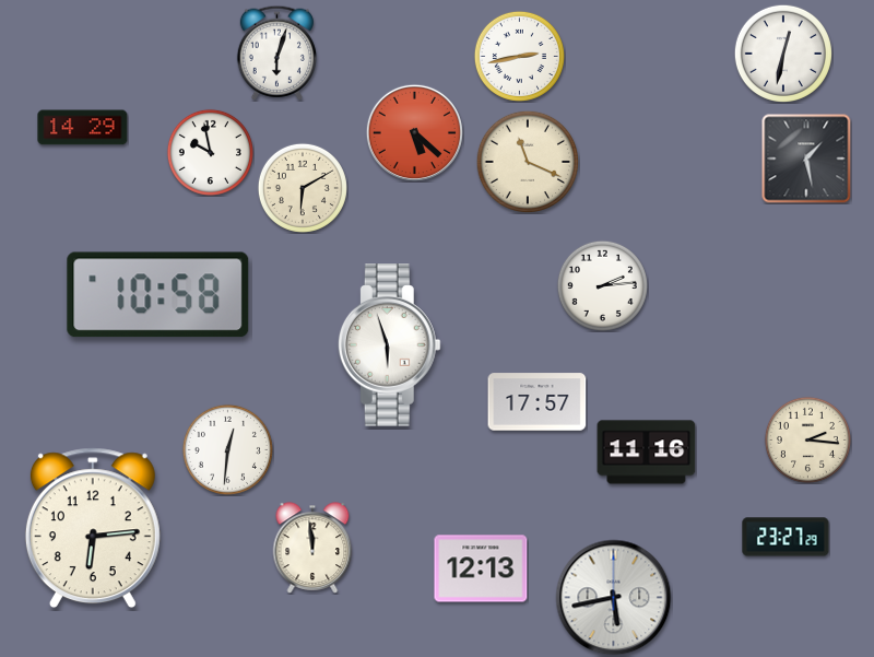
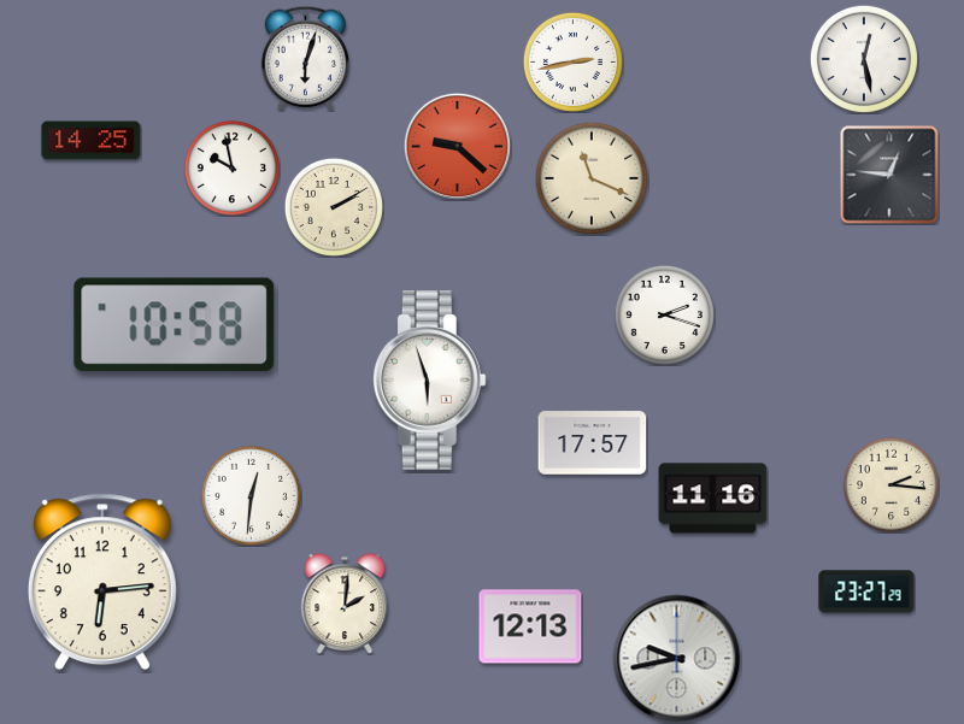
clock at (782, 52): 12:32 -> 12:28
clock at (83, 128): 14:29 -> 14:25
clock at (414, 132): 5:22 -> 9:22
clock at (806, 159): 1:28 -> 12:46
clock at (527, 161) position: (527, 161) -> (590, 177)
clock at (303, 188): 6:10 -> 2:10
clock at (602, 285): 2:14 -> 2:18
clock at (312, 548): 11:59 -> 2:01
clock at (614, 598): 5:43 -> 9:43
